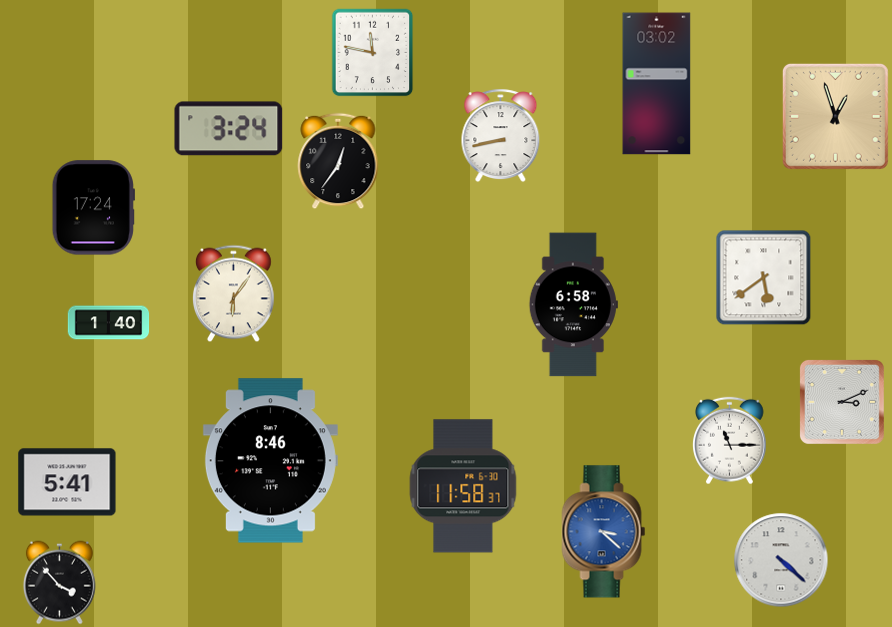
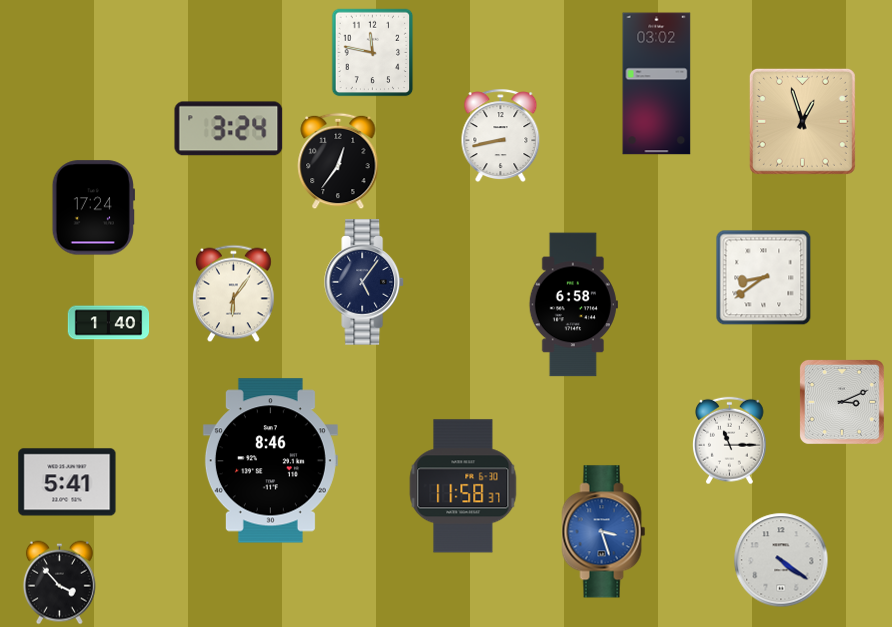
clock at (835, 116) position: (835, 116) -> (802, 121)
clock at (764, 278): 5:39 -> 8:39
clock at (365, 282): none -> 5:06
clock at (604, 532): 3:22 -> 3:27
clock at (781, 560): 4:22 -> 4:21
